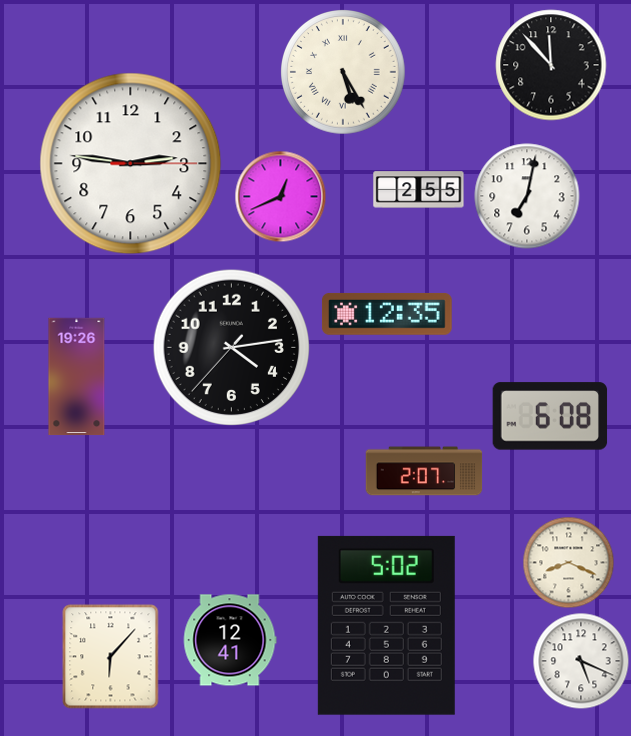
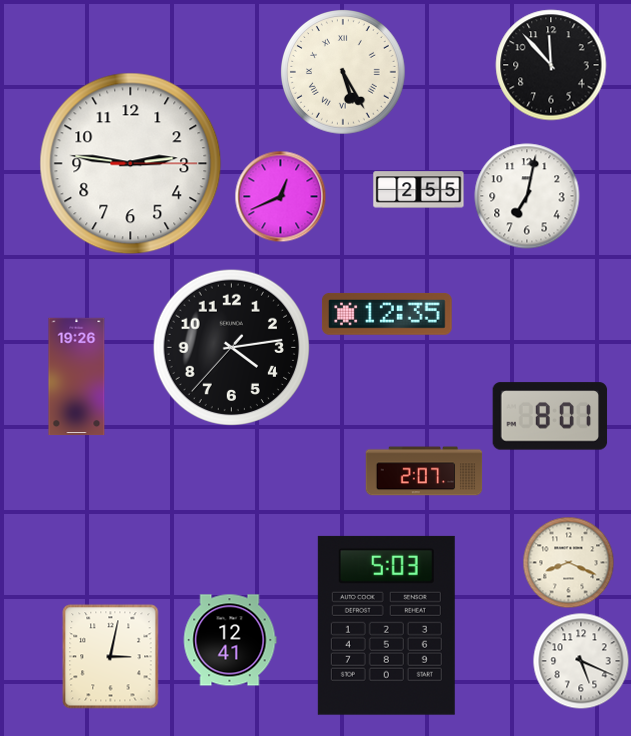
clock at (550, 416): 6:08 -> 8:01
clock at (386, 625): 5:02 -> 5:03
clock at (111, 657): 6:07 -> 3:02
